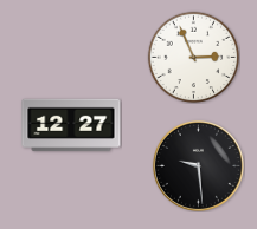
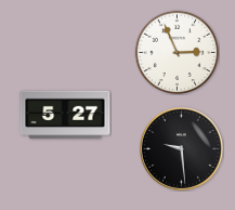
clock at (71, 125): 12:27 -> 5:27
clock at (198, 165) position: (198, 165) -> (181, 148)
